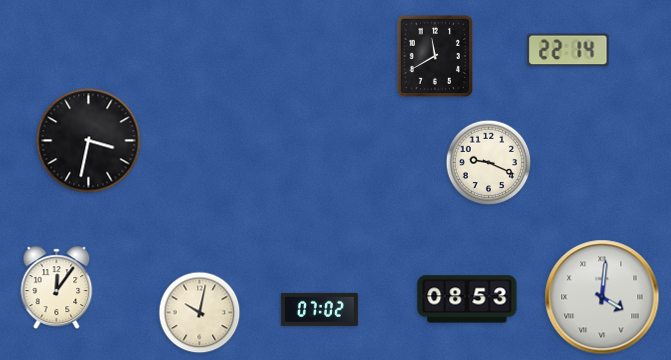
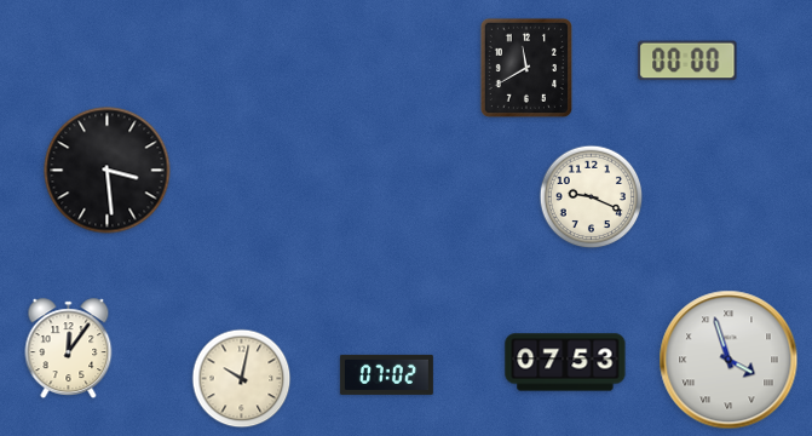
clock at (568, 50): 22:14 -> 00:00
clock at (89, 141): 3:32 -> 3:29
clock at (602, 297): 4:01 -> 3:57
clock at (467, 299): 08:53 -> 07:53
